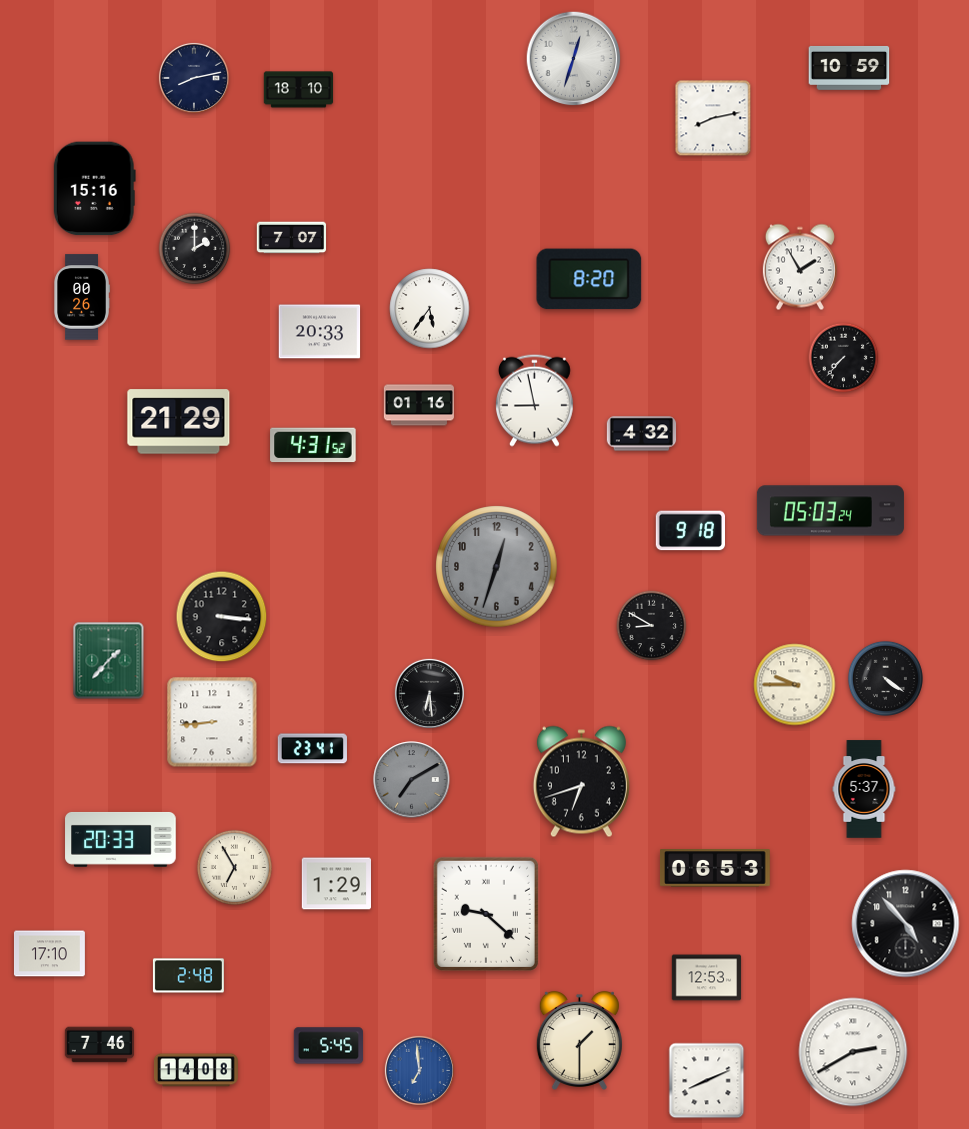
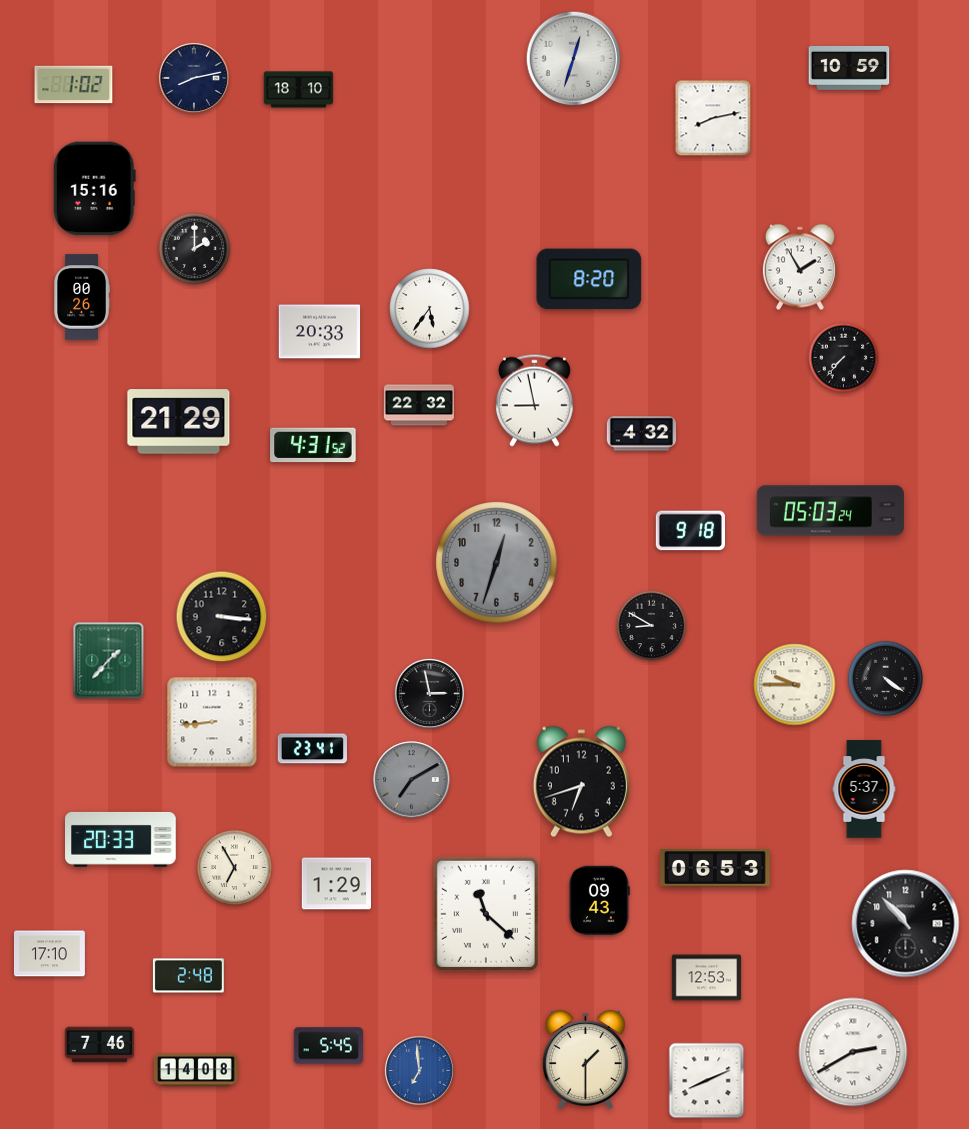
clock at (74, 85): none -> 1:02
clock at (292, 238): 7:07 -> none
clock at (419, 405): 01:16 -> 22:32
clock at (497, 567) position: (497, 567) -> (497, 563)
clock at (429, 693): 6:29 -> 2:58
clock at (600, 900): none -> 09:43
clock at (486, 914): 9:22 -> 11:22
clock at (906, 924): 4:53 -> 10:53
clock at (579, 1040) position: (579, 1040) -> (585, 1059)
